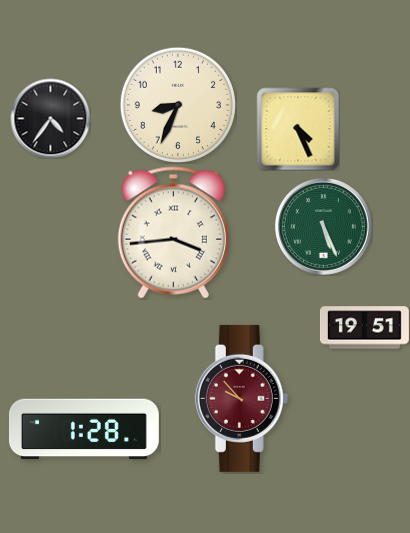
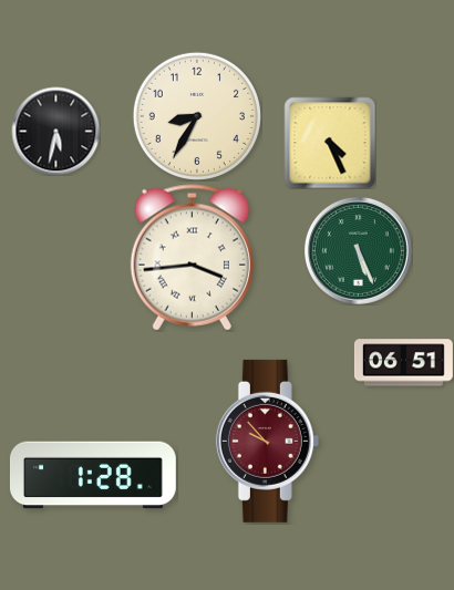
clock at (178, 105): 8:34 -> 8:35
clock at (50, 118): 4:36 -> 5:32
clock at (364, 328): 19:51 -> 06:51
